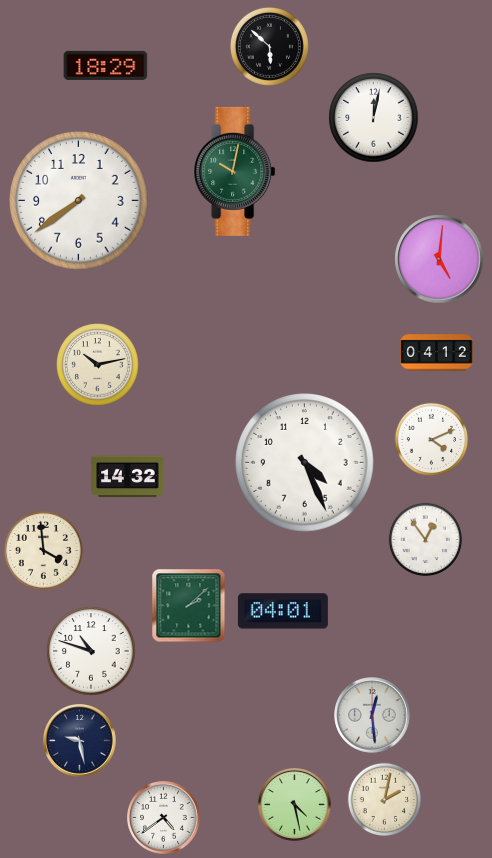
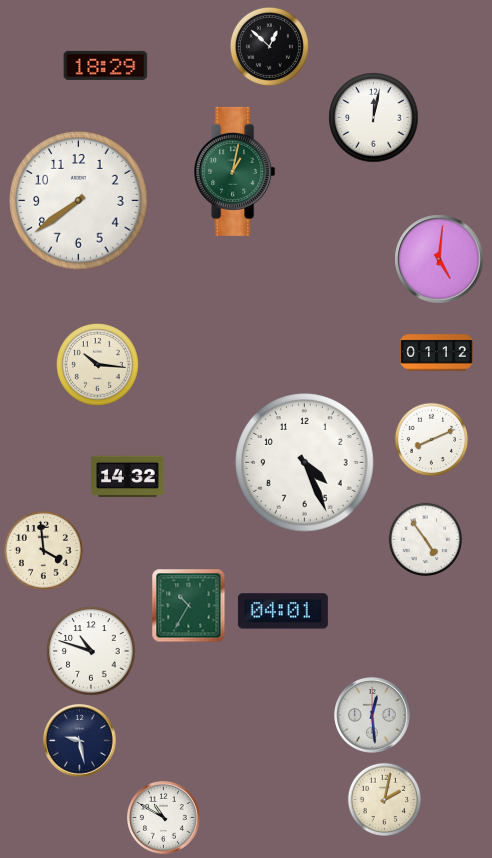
clock at (269, 46): 5:52 -> 12:52
clock at (235, 171): 10:02 -> 1:02
clock at (437, 353): 04:12 -> 01:12
clock at (98, 365): 10:13 -> 10:16
clock at (431, 439): 4:11 -> 8:11
clock at (425, 539): 12:54 -> 4:54
clock at (189, 606): 2:08 -> 10:35
clock at (295, 805): 4:28 -> none
clock at (164, 818): 4:39 -> 10:50
